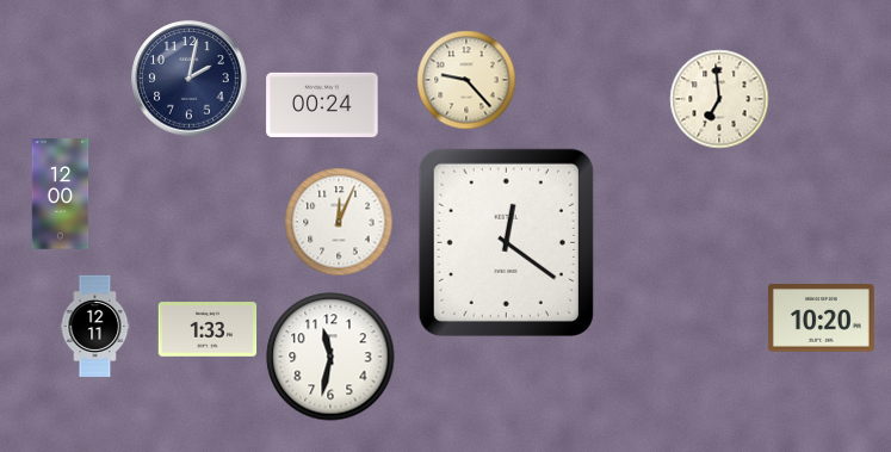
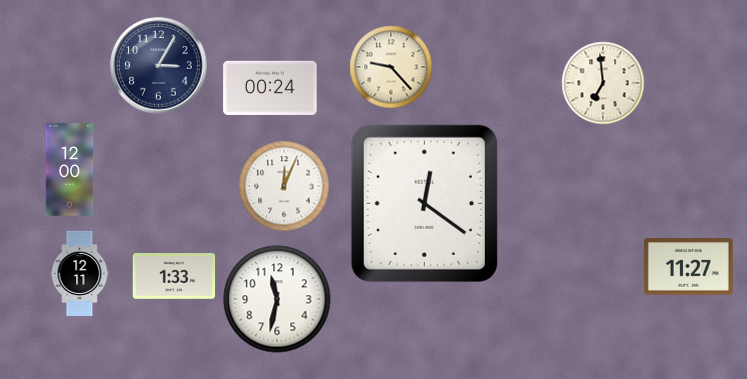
clock at (190, 79): 2:02 -> 3:05
clock at (61, 194) position: (61, 194) -> (70, 170)
clock at (821, 318): 10:20 -> 11:27
